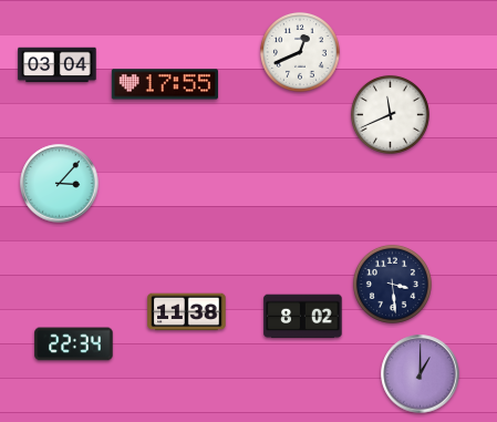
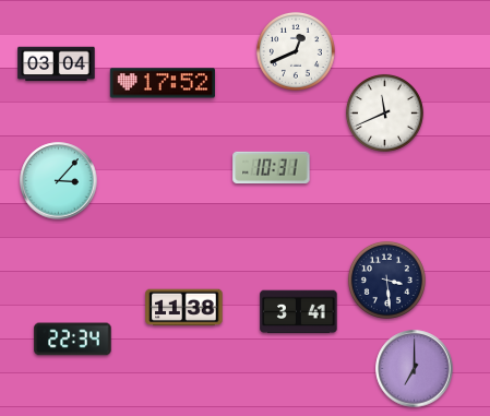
clock at (165, 84): 17:55 -> 17:52
clock at (272, 168): none -> 10:31
clock at (303, 317): 8:02 -> 3:41
clock at (421, 374): 1:00 -> 7:00
